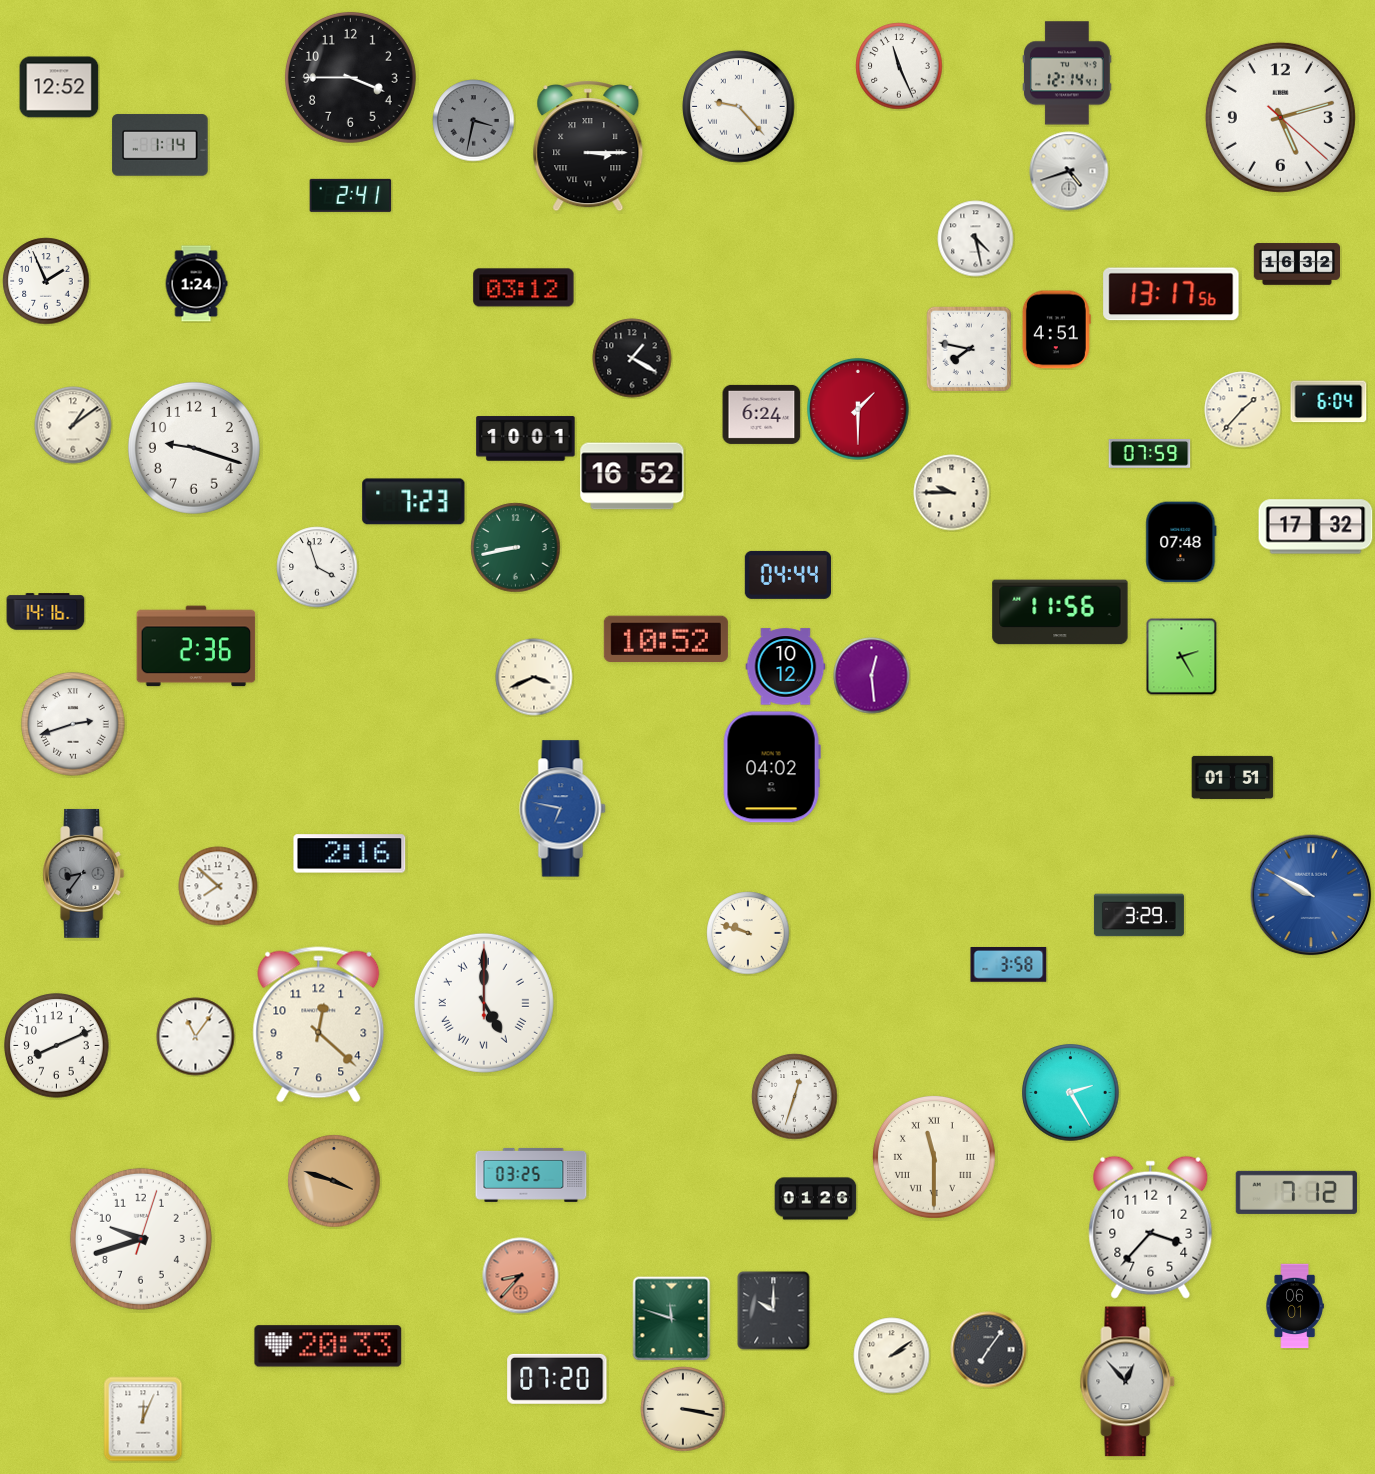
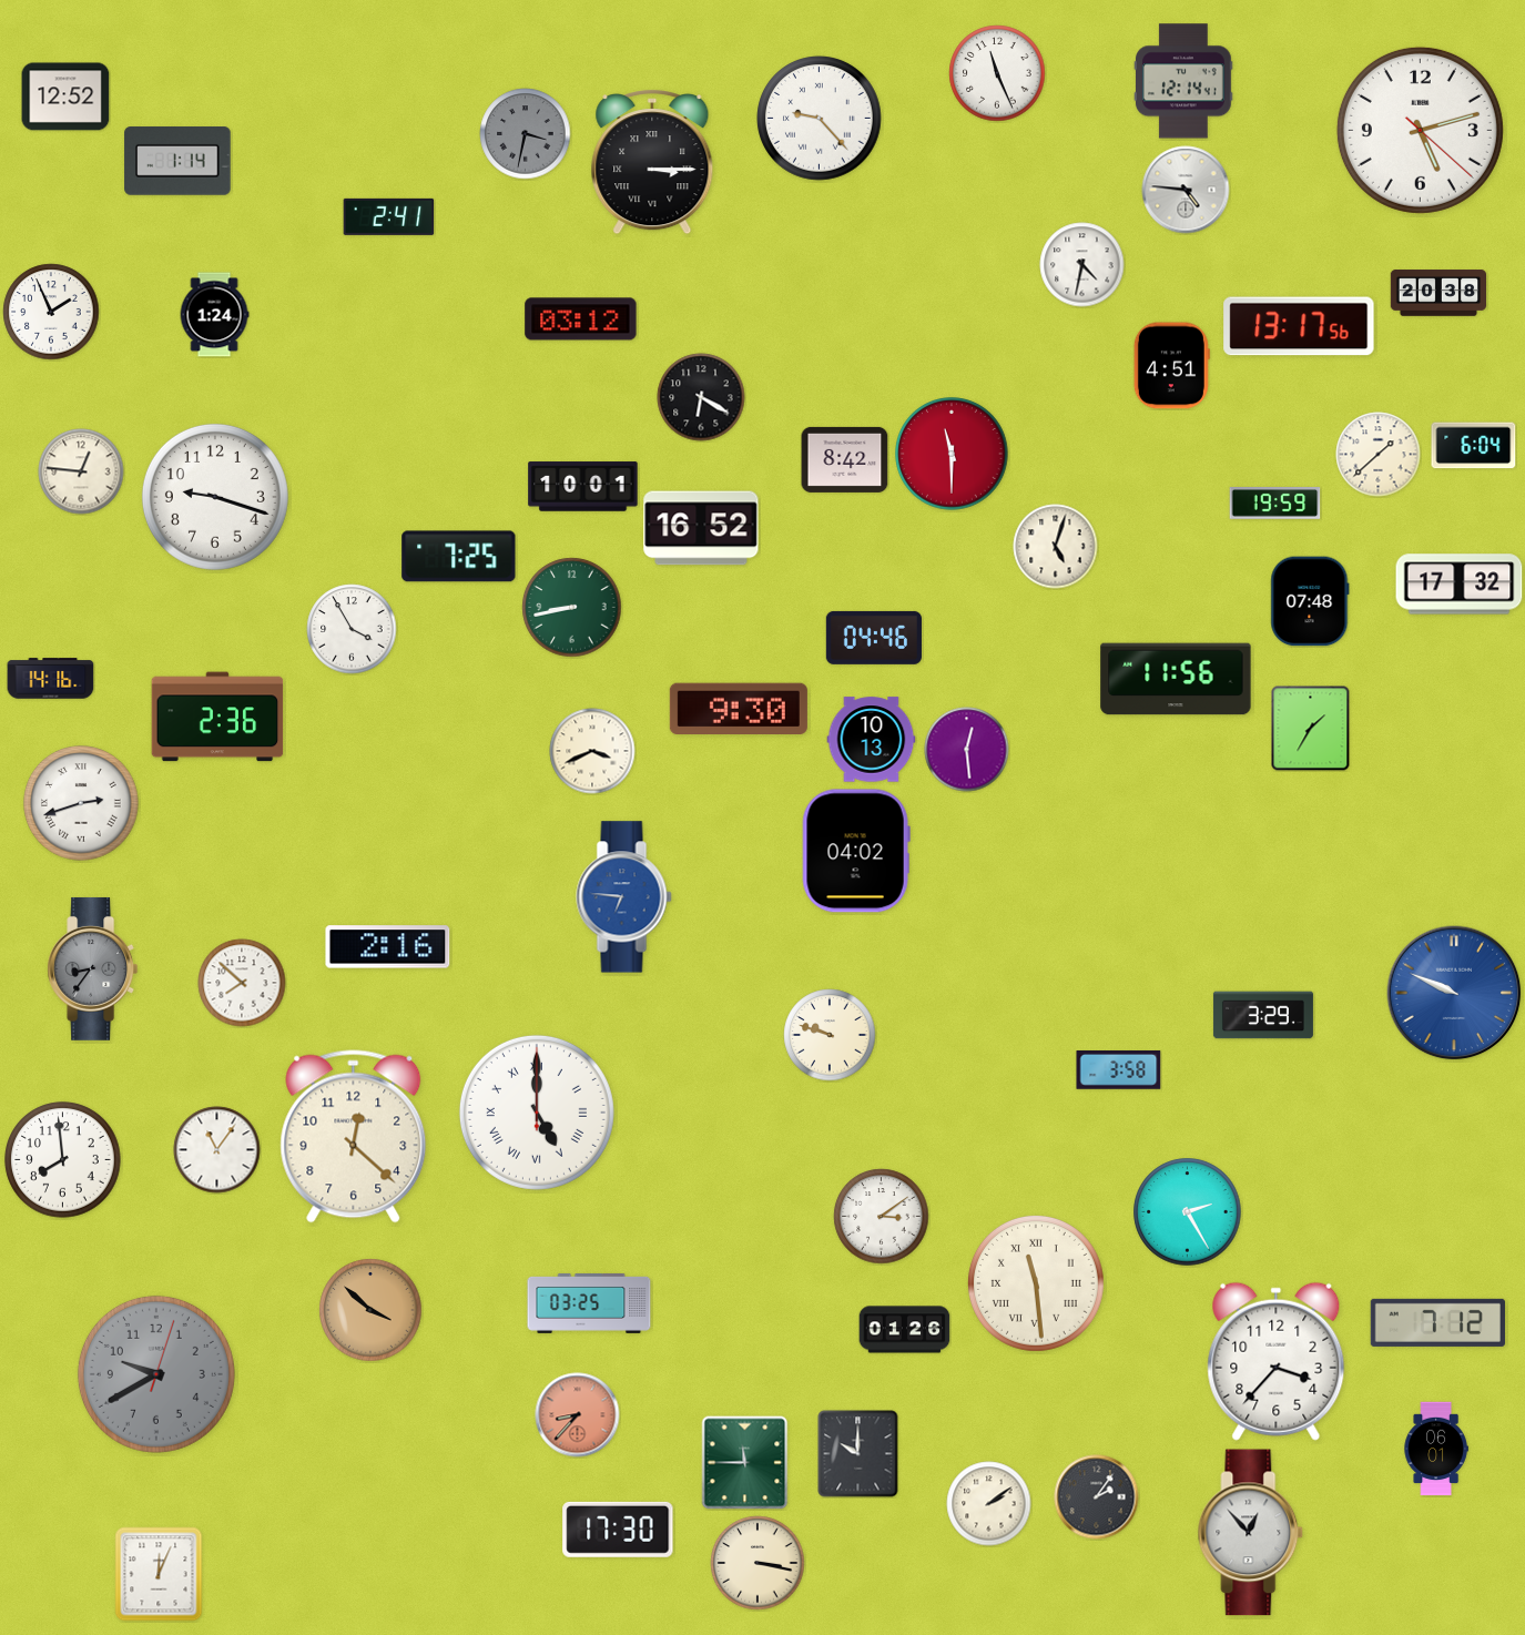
clock at (350, 77): 3:45 -> none
clock at (1069, 171): 4:42 -> 4:46
clock at (976, 239): 4:28 -> 4:32
clock at (1296, 264): 16:32 -> 20:38
clock at (196, 284) position: (196, 284) -> (214, 315)
clock at (969, 349): 7:47 -> none
clock at (632, 358): 1:20 -> 6:20
clock at (858, 409): 1:30 -> 11:30
clock at (1243, 410): 1:37 -> 1:38
clock at (762, 414): 6:24 -> 8:42
clock at (73, 425): 1:09 -> 12:46
clock at (1150, 454): 07:59 -> 19:59
clock at (952, 493): 9:45 -> 5:03
clock at (414, 502): 7:23 -> 7:25
clock at (317, 567): 3:57 -> 3:55
clock at (788, 575): 04:44 -> 04:46
clock at (666, 639): 10:52 -> 9:30
clock at (1182, 657): 2:25 -> 1:35
clock at (786, 667): 10:12 -> 10:13
clock at (1233, 777): 01:51 -> none
clock at (563, 809): 6:47 -> 6:46
clock at (1311, 895): 9:50 -> 9:49
clock at (57, 1046): 8:11 -> 7:59
clock at (795, 1097): 12:33 -> 3:09
clock at (934, 1157): 11:30 -> 11:29
clock at (334, 1181): 3:48 -> 3:52
clock at (141, 1239): 9:42 -> 9:40
clock at (141, 1239) dial: white -> grey
clock at (672, 1319): 11:48 -> 11:45
clock at (328, 1346): 20:33 -> none
clock at (989, 1350): 7:06 -> 2:06
clock at (557, 1379): 07:20 -> 17:30
